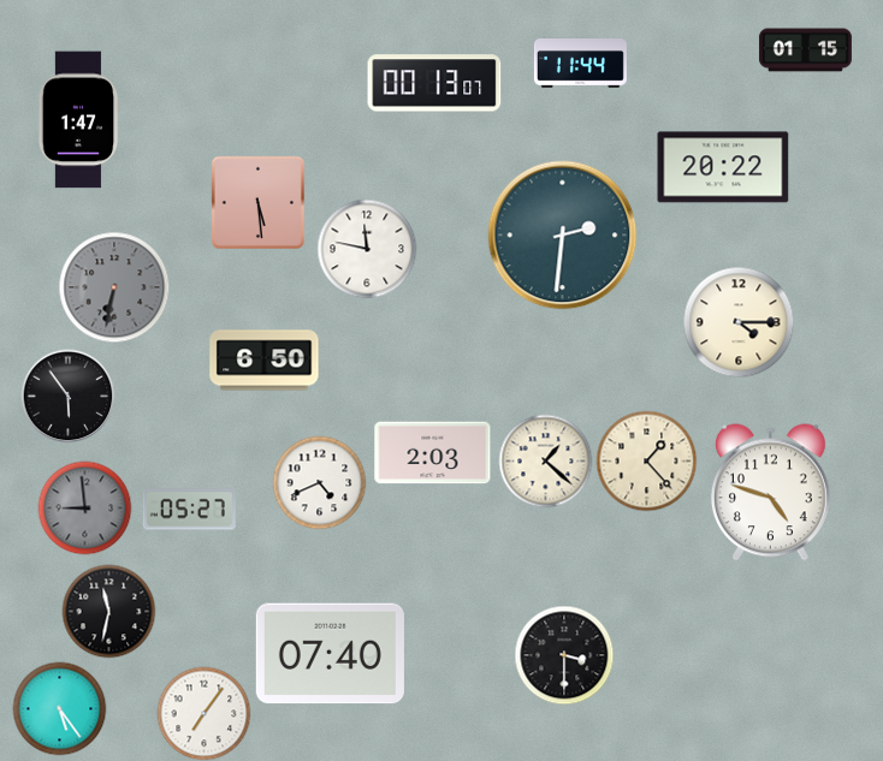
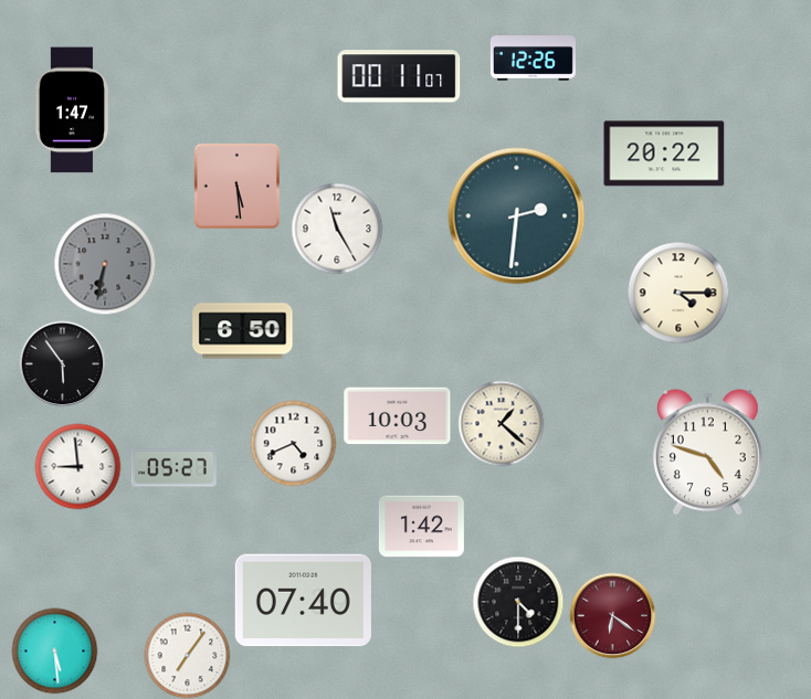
clock at (805, 50): 01:15 -> none
clock at (580, 64): 11:44 -> 12:26
clock at (434, 83): 00:13 -> 00:11
clock at (367, 249): 11:47 -> 11:25
clock at (739, 322) position: (739, 322) -> (678, 293)
clock at (433, 453): 2:03 -> 10:03
clock at (646, 460): 1:23 -> none
clock at (84, 507) dial: grey -> white
clock at (421, 527): none -> 1:42
clock at (108, 611): 11:32 -> none
clock at (564, 655): 3:30 -> 4:30
clock at (612, 615): none -> 6:21
clock at (59, 708): 5:24 -> 5:29
